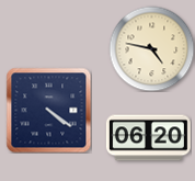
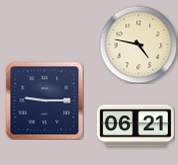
clock at (48, 110): 4:21 -> 9:15
clock at (148, 138): 06:20 -> 06:21
